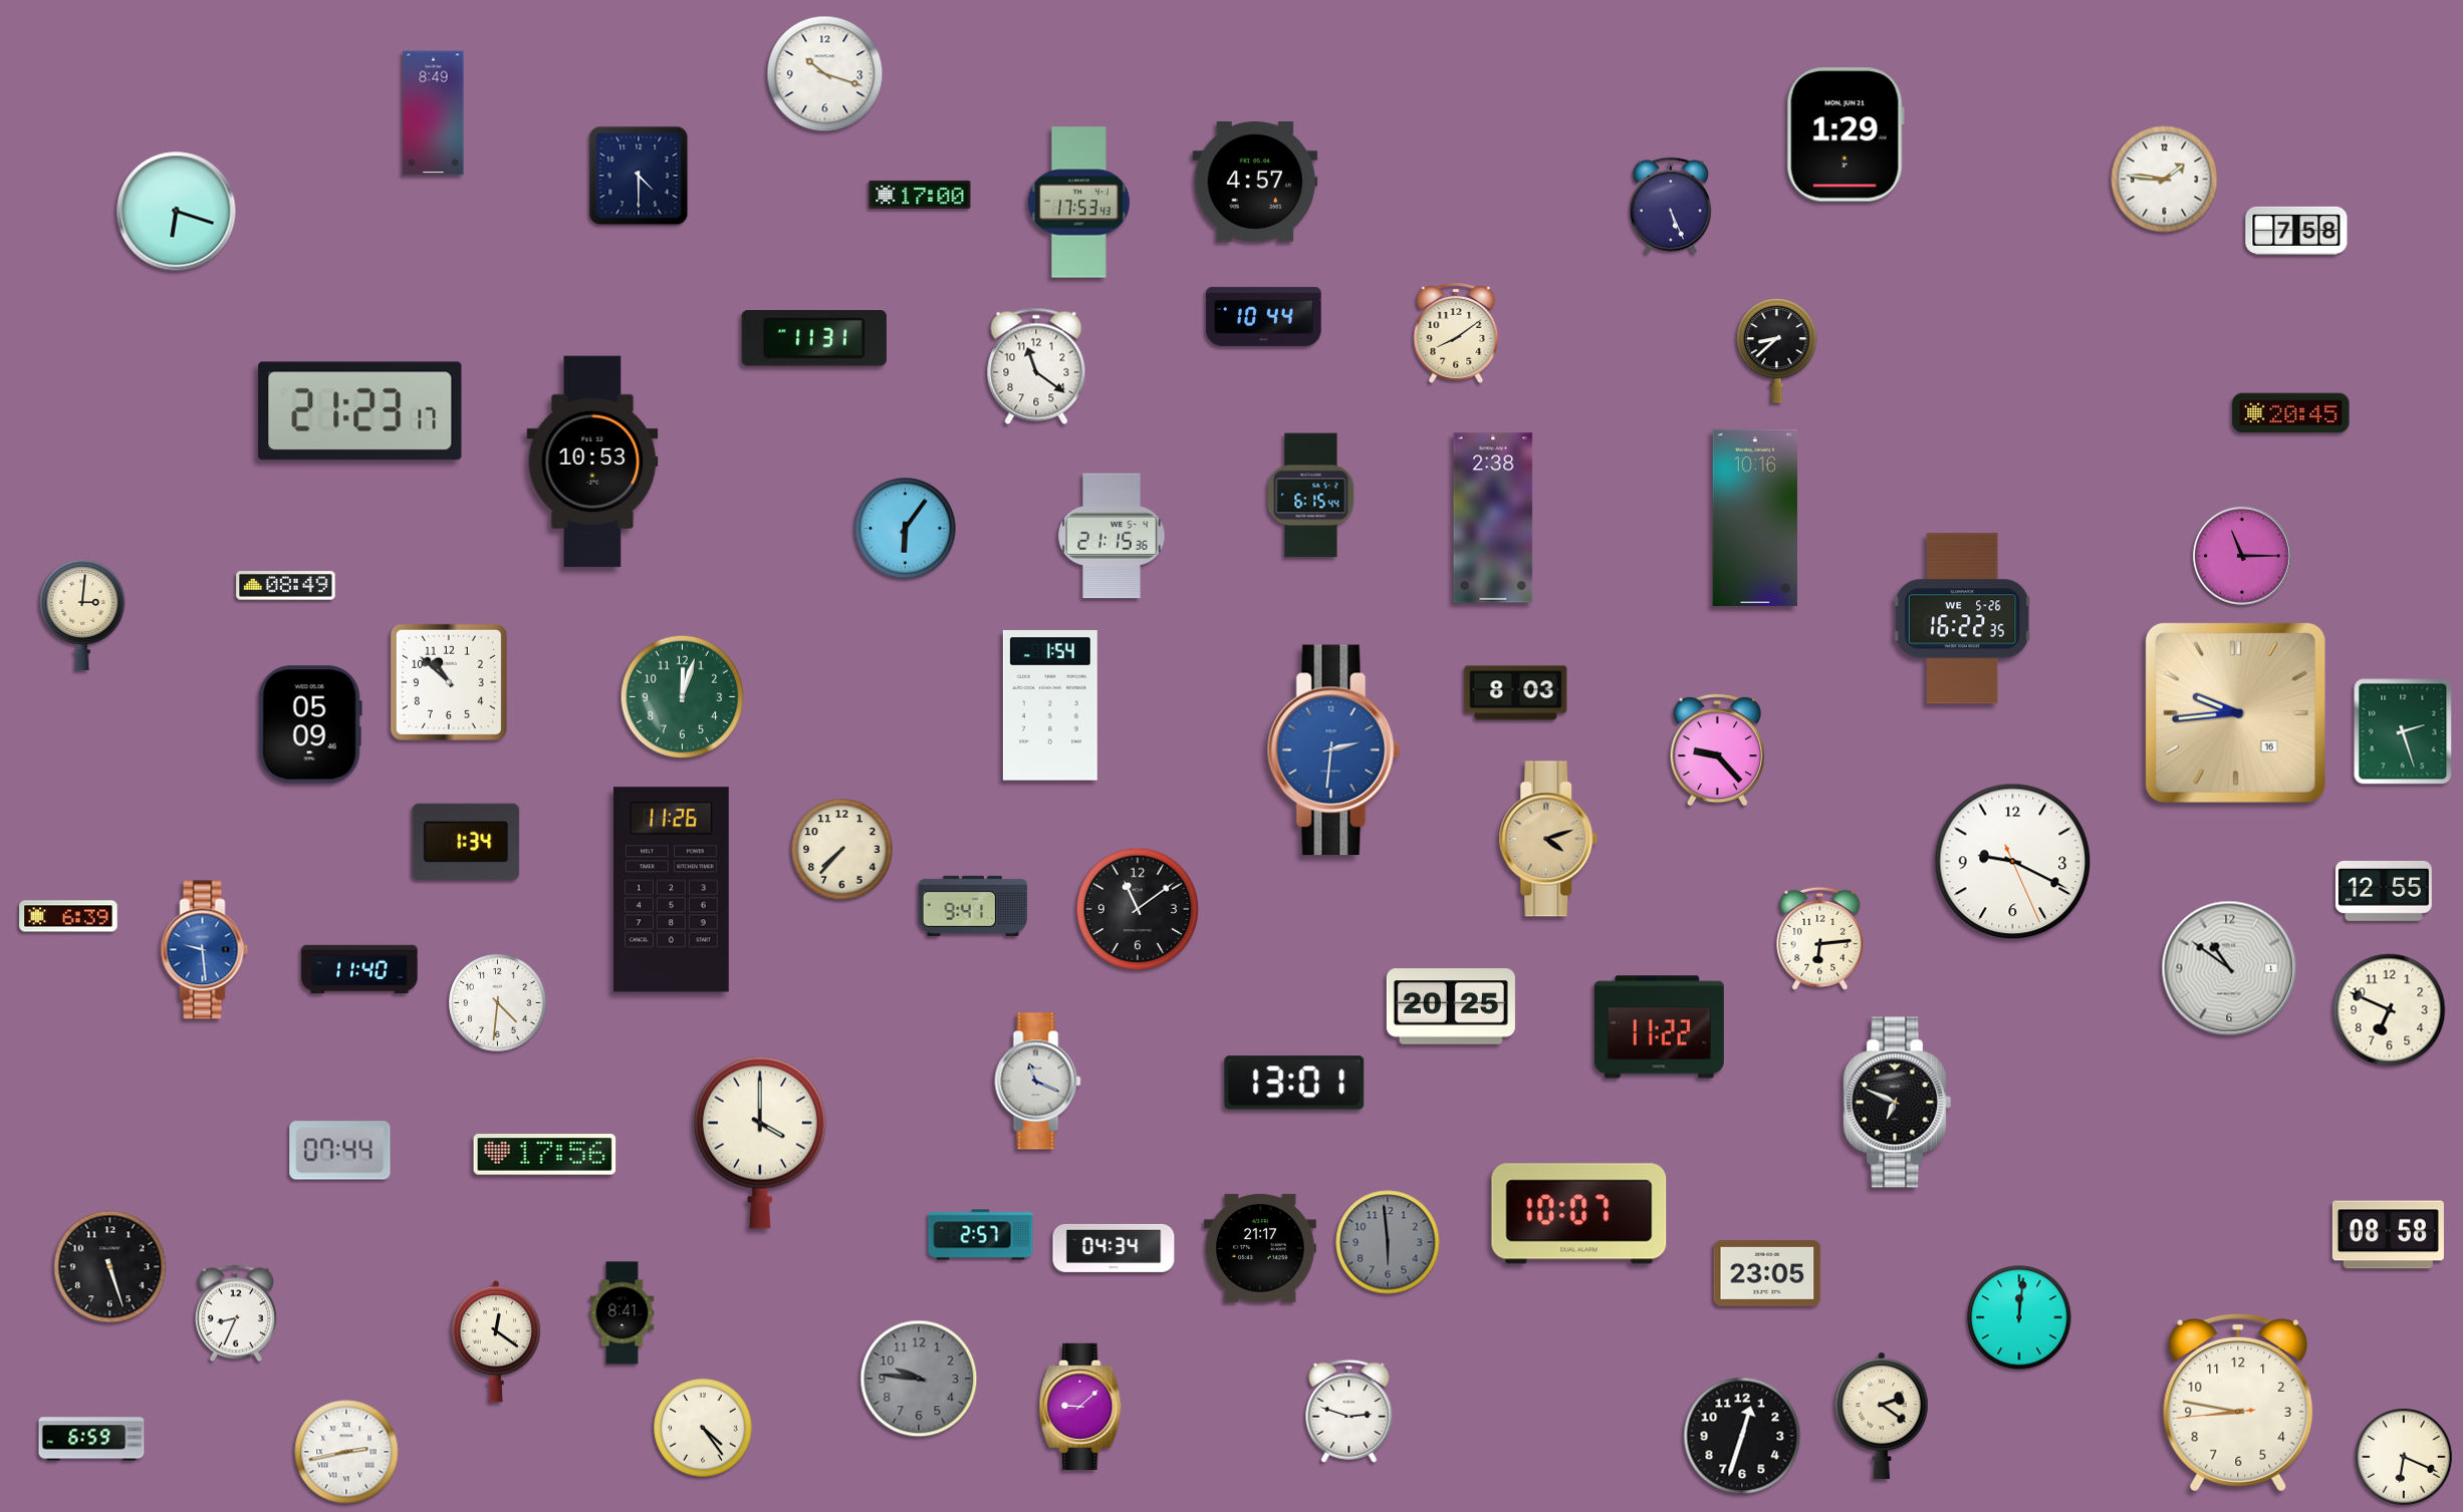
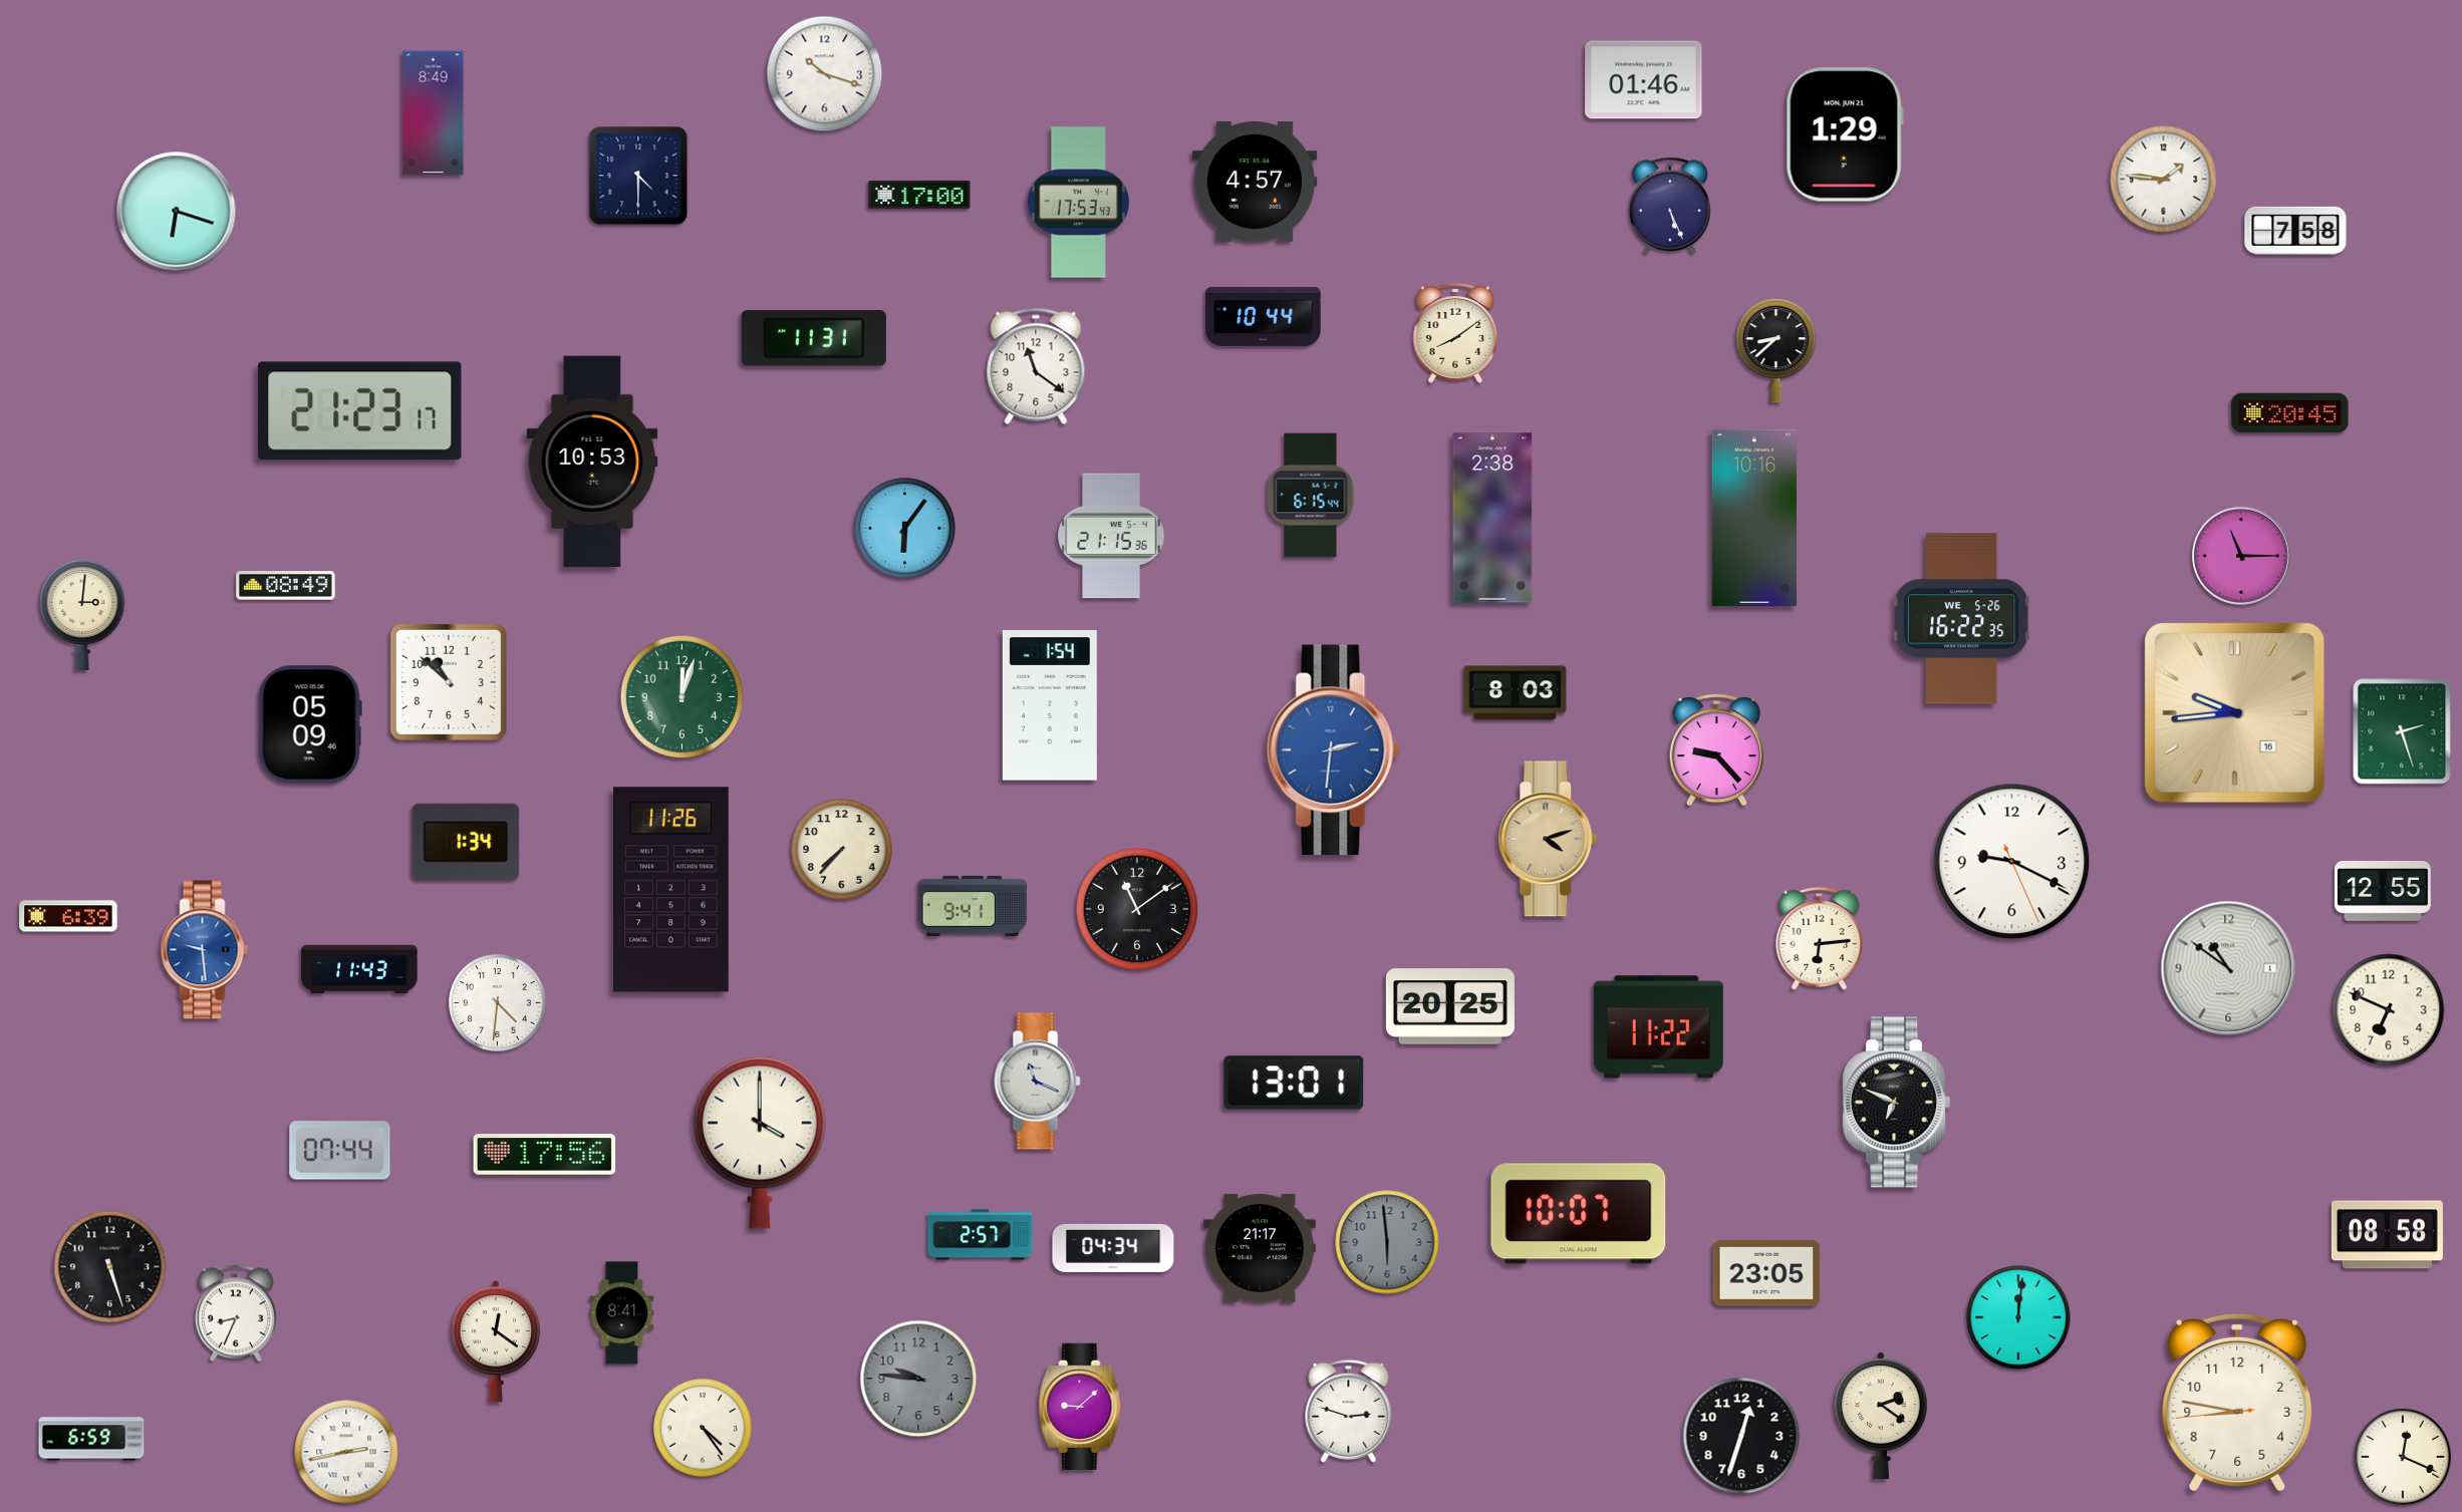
clock at (1644, 80): none -> 01:46
clock at (359, 968): 11:40 -> 11:43
clock at (2405, 1458): 6:19 -> 12:19
